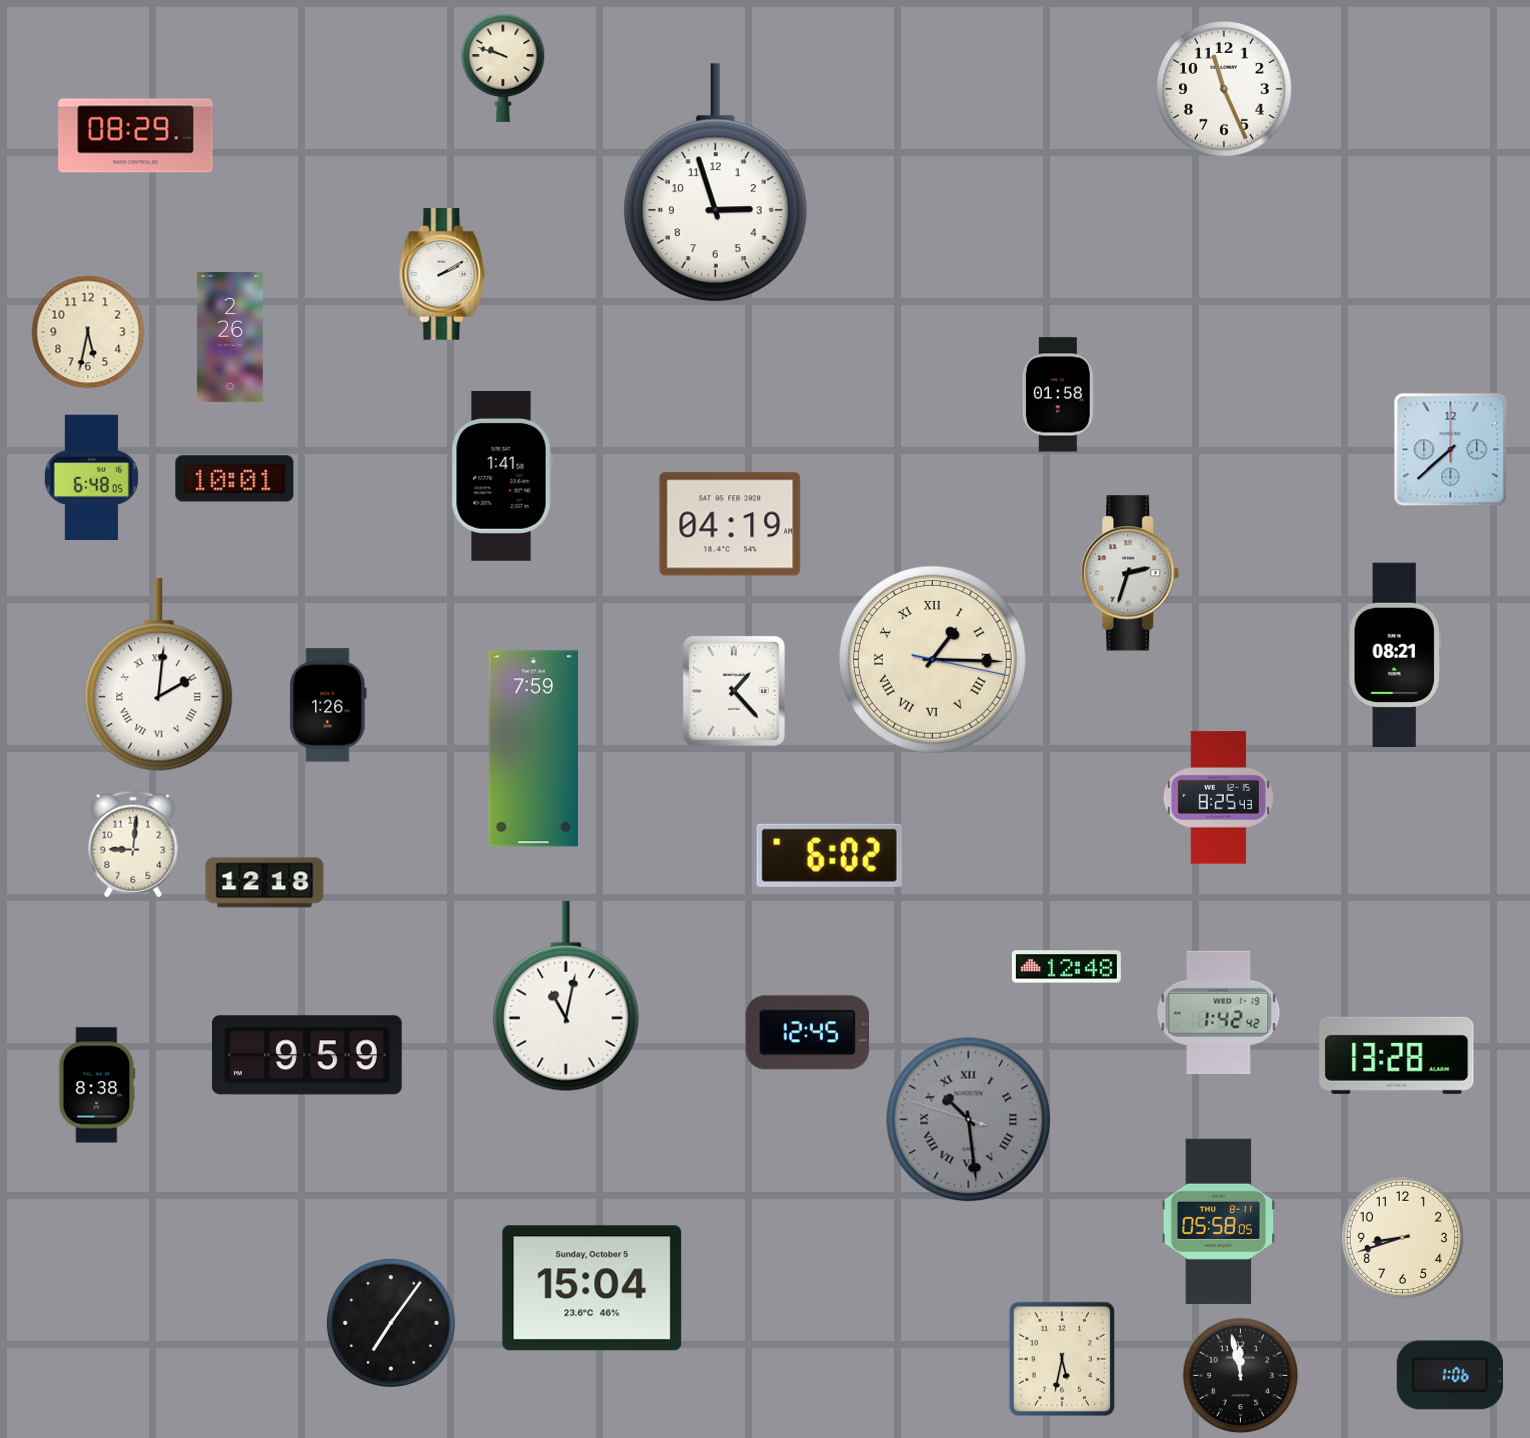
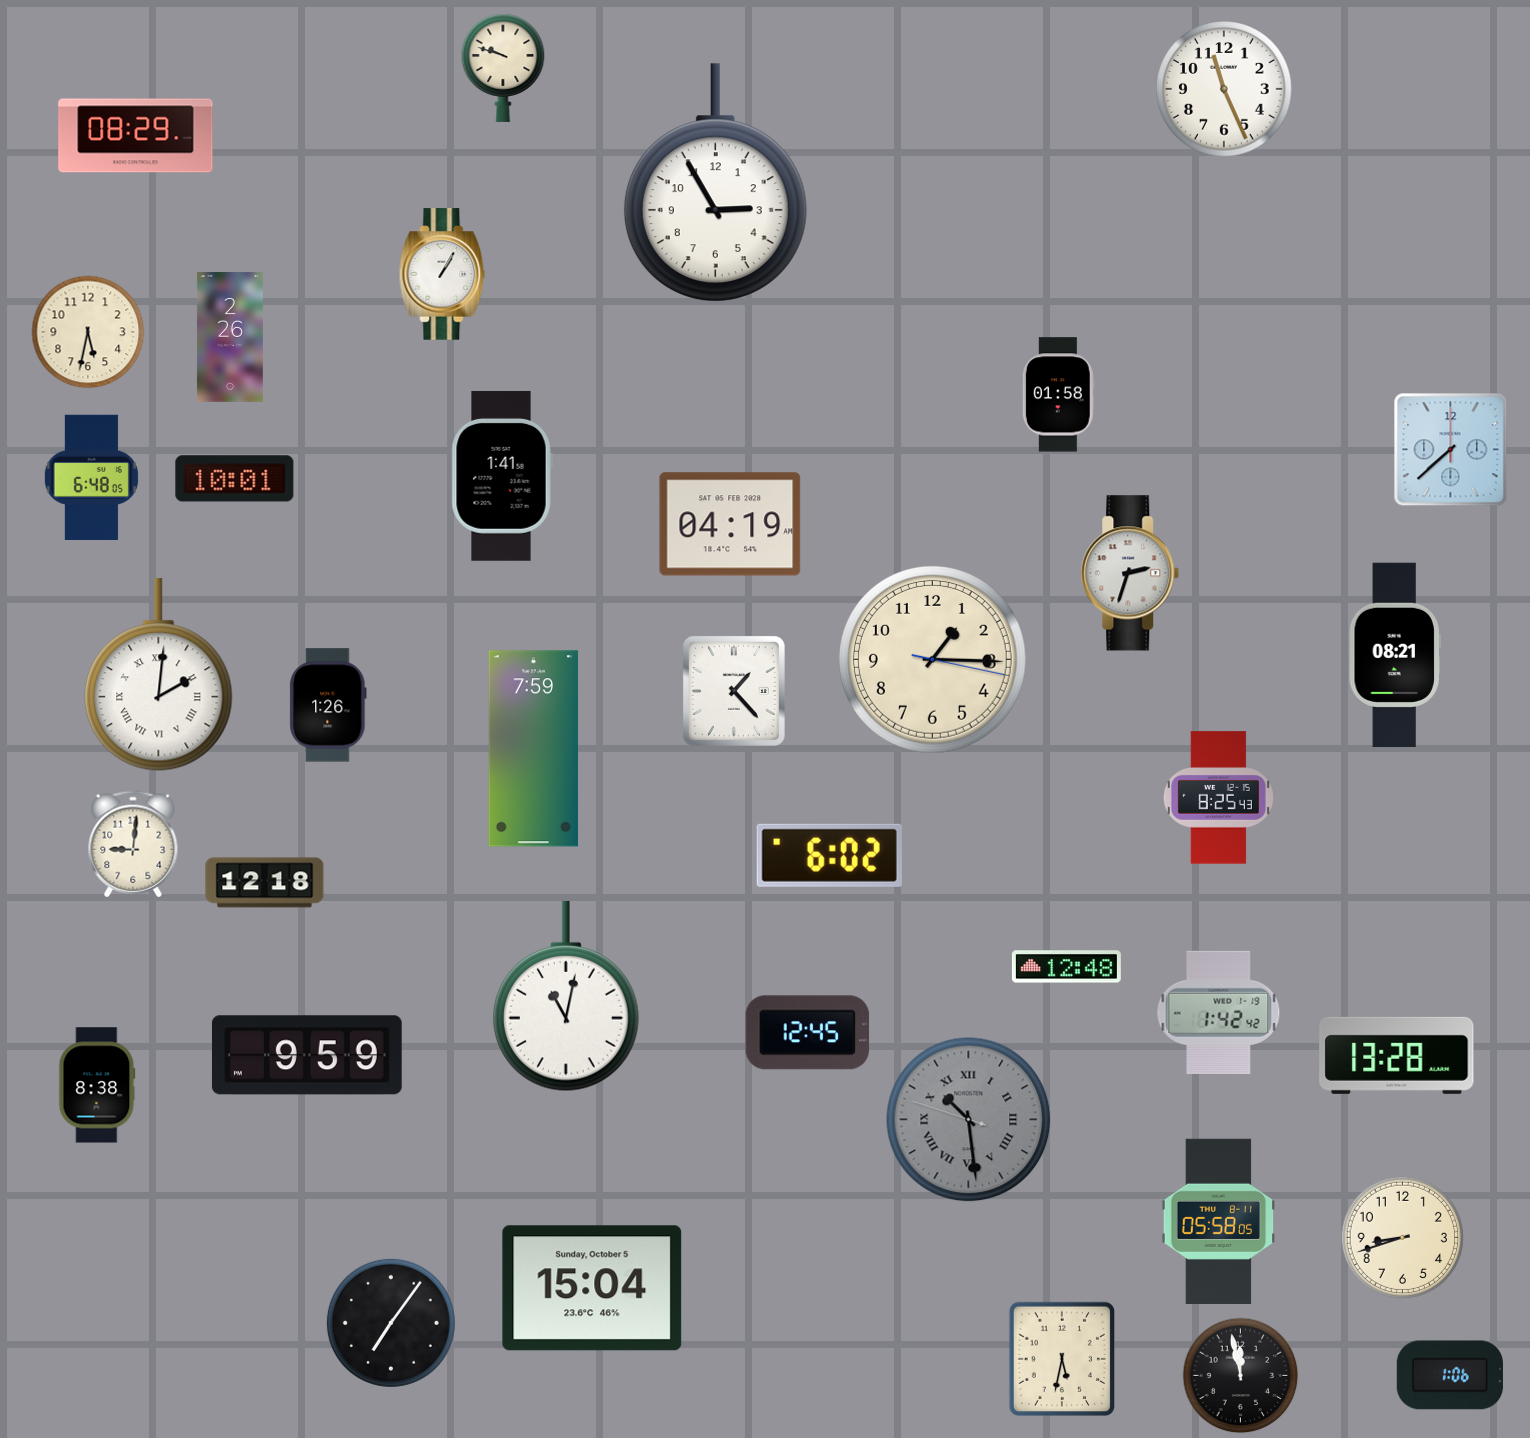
clock at (715, 182): 2:57 -> 2:55
clock at (442, 274): 2:10 -> 1:05
clock at (932, 659) numerals: Roman -> Arabic
